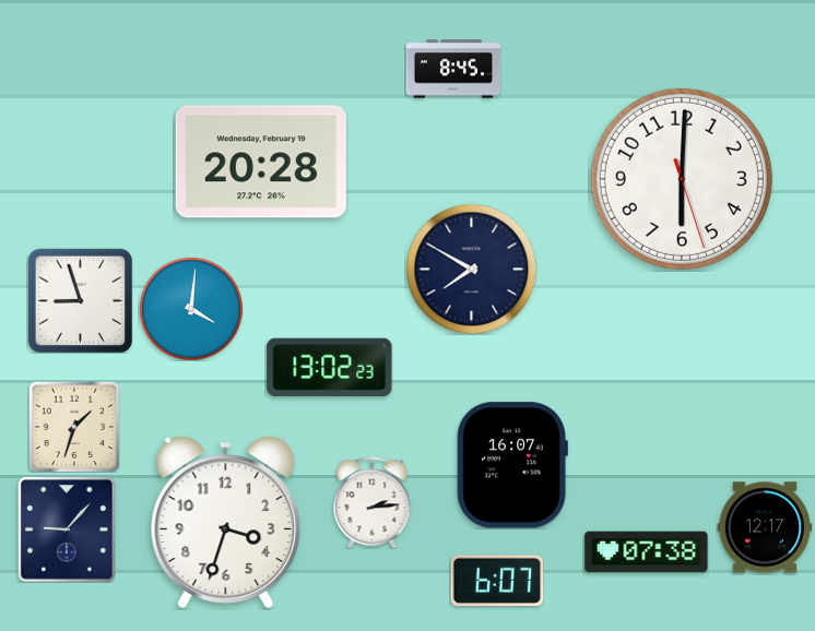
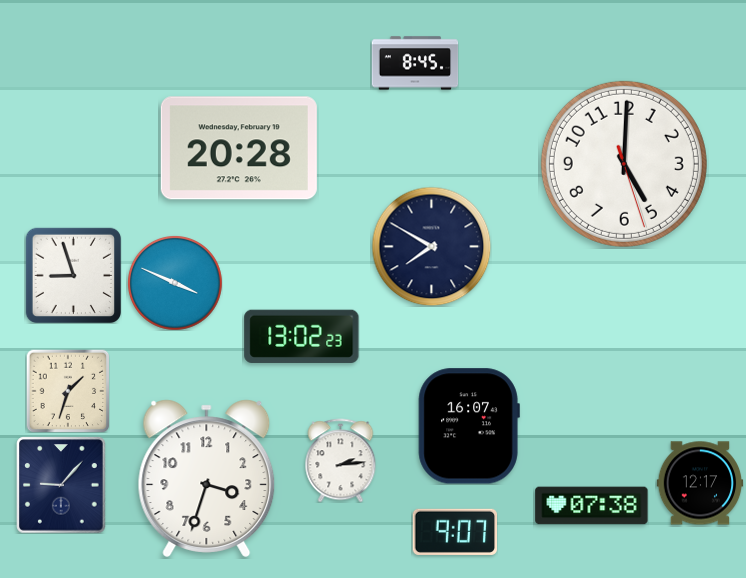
clock at (682, 179): 6:00 -> 5:00
clock at (191, 309): 4:01 -> 3:49
clock at (497, 581): 6:07 -> 9:07
